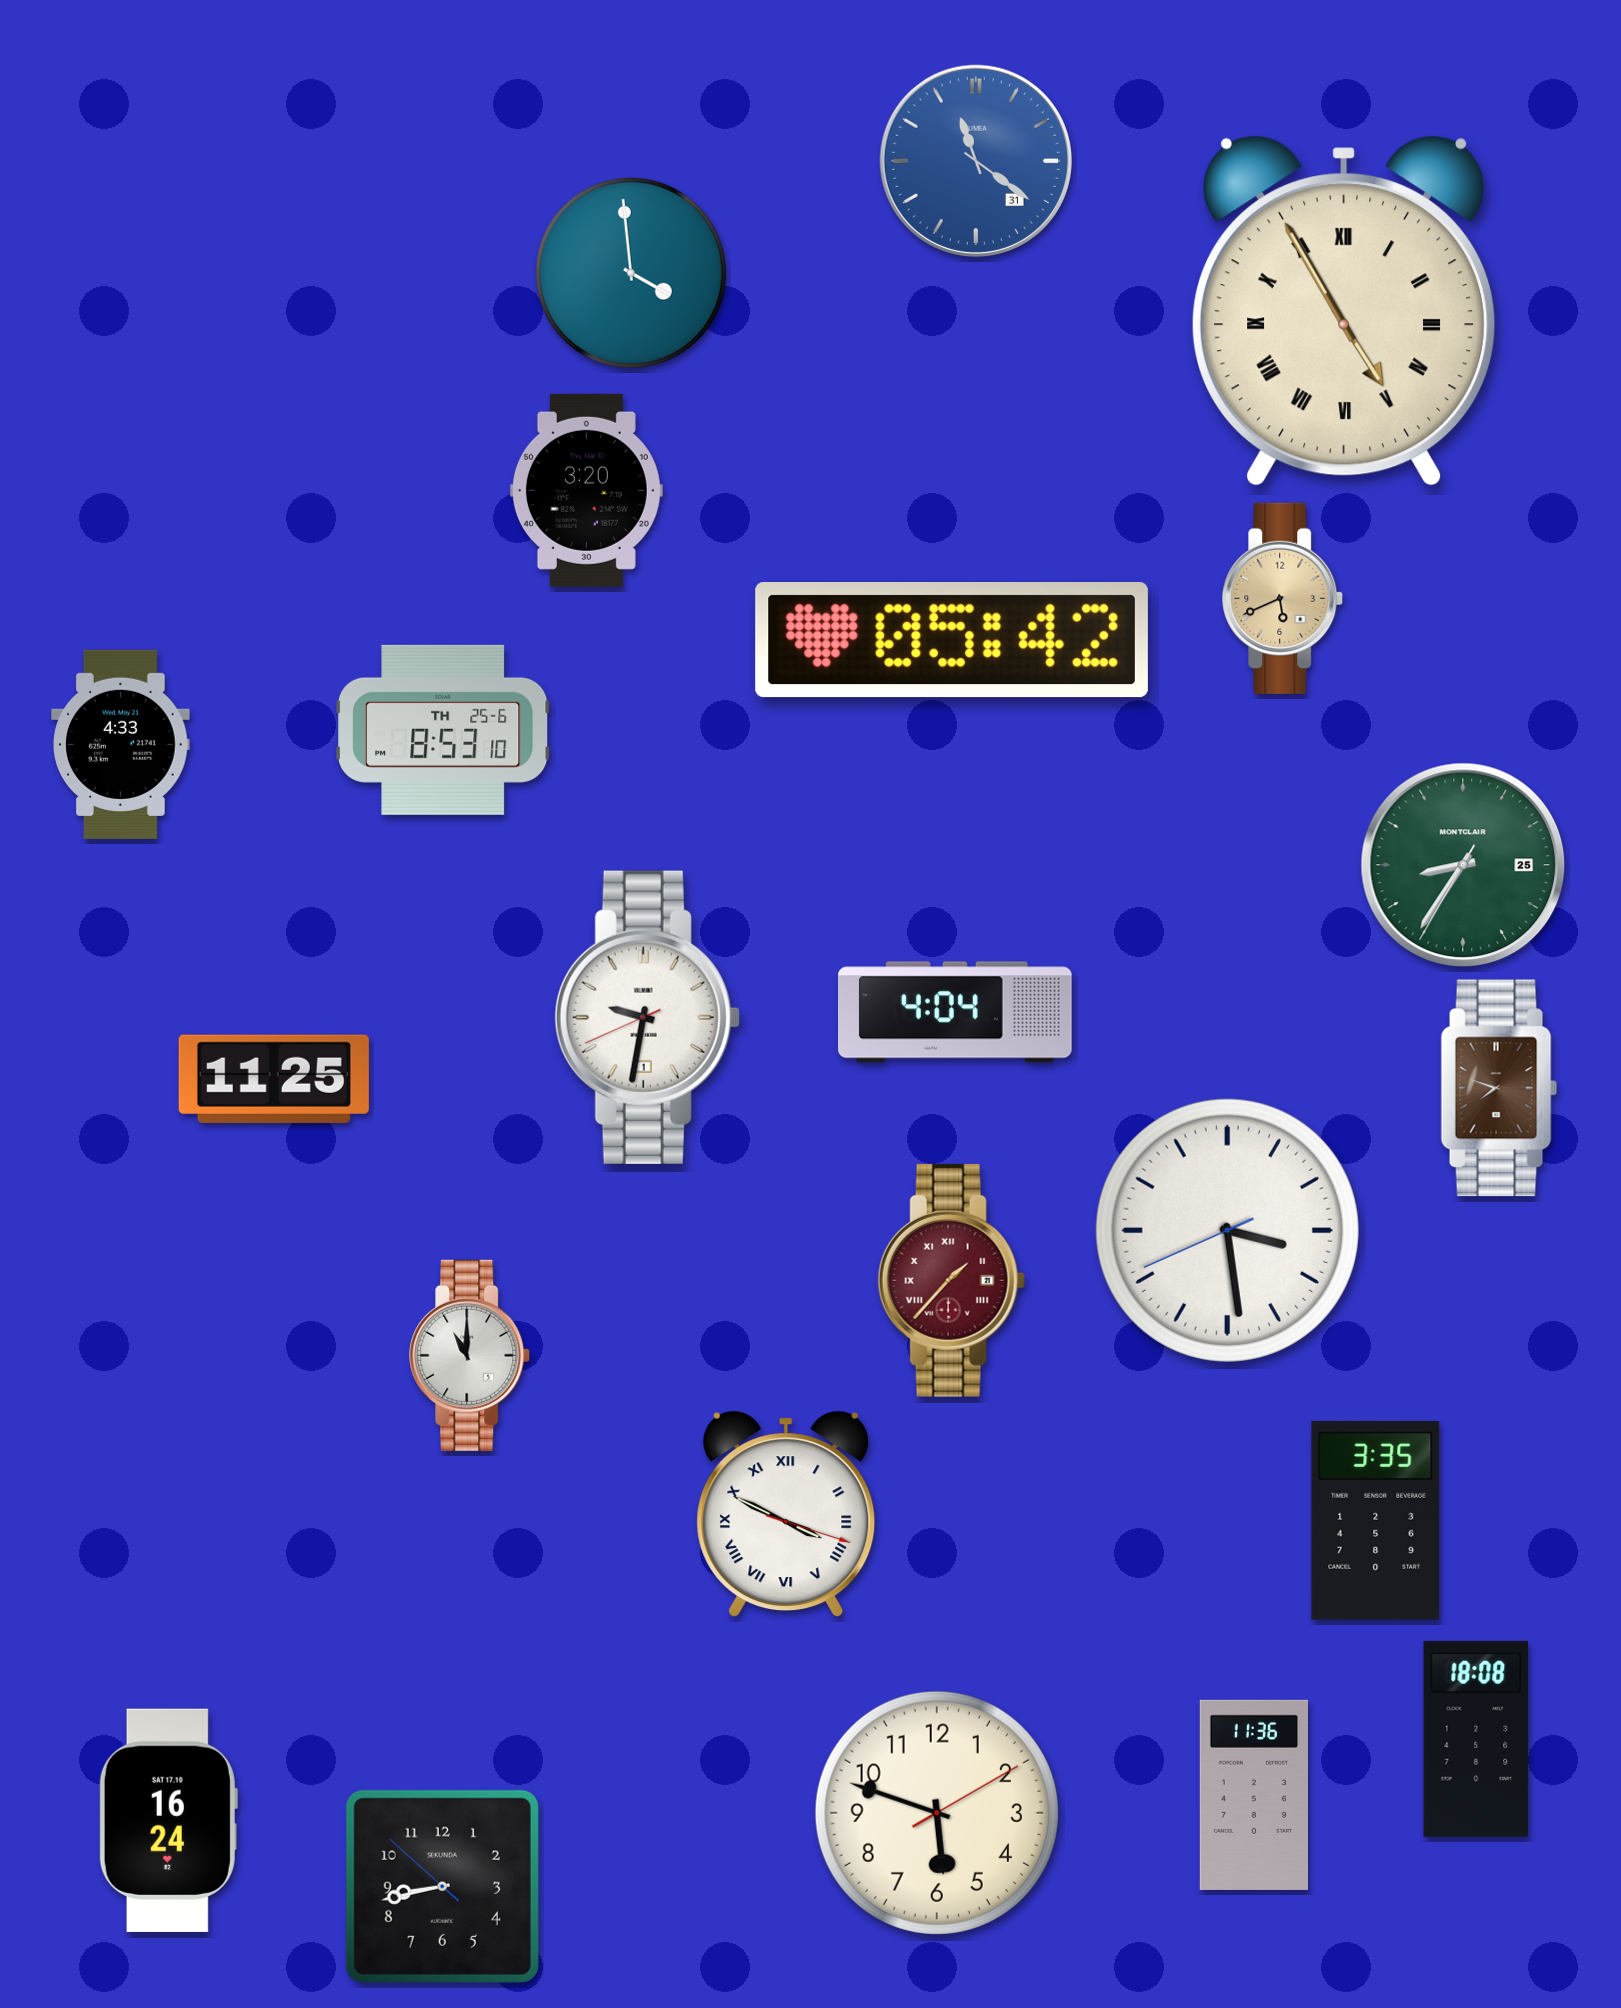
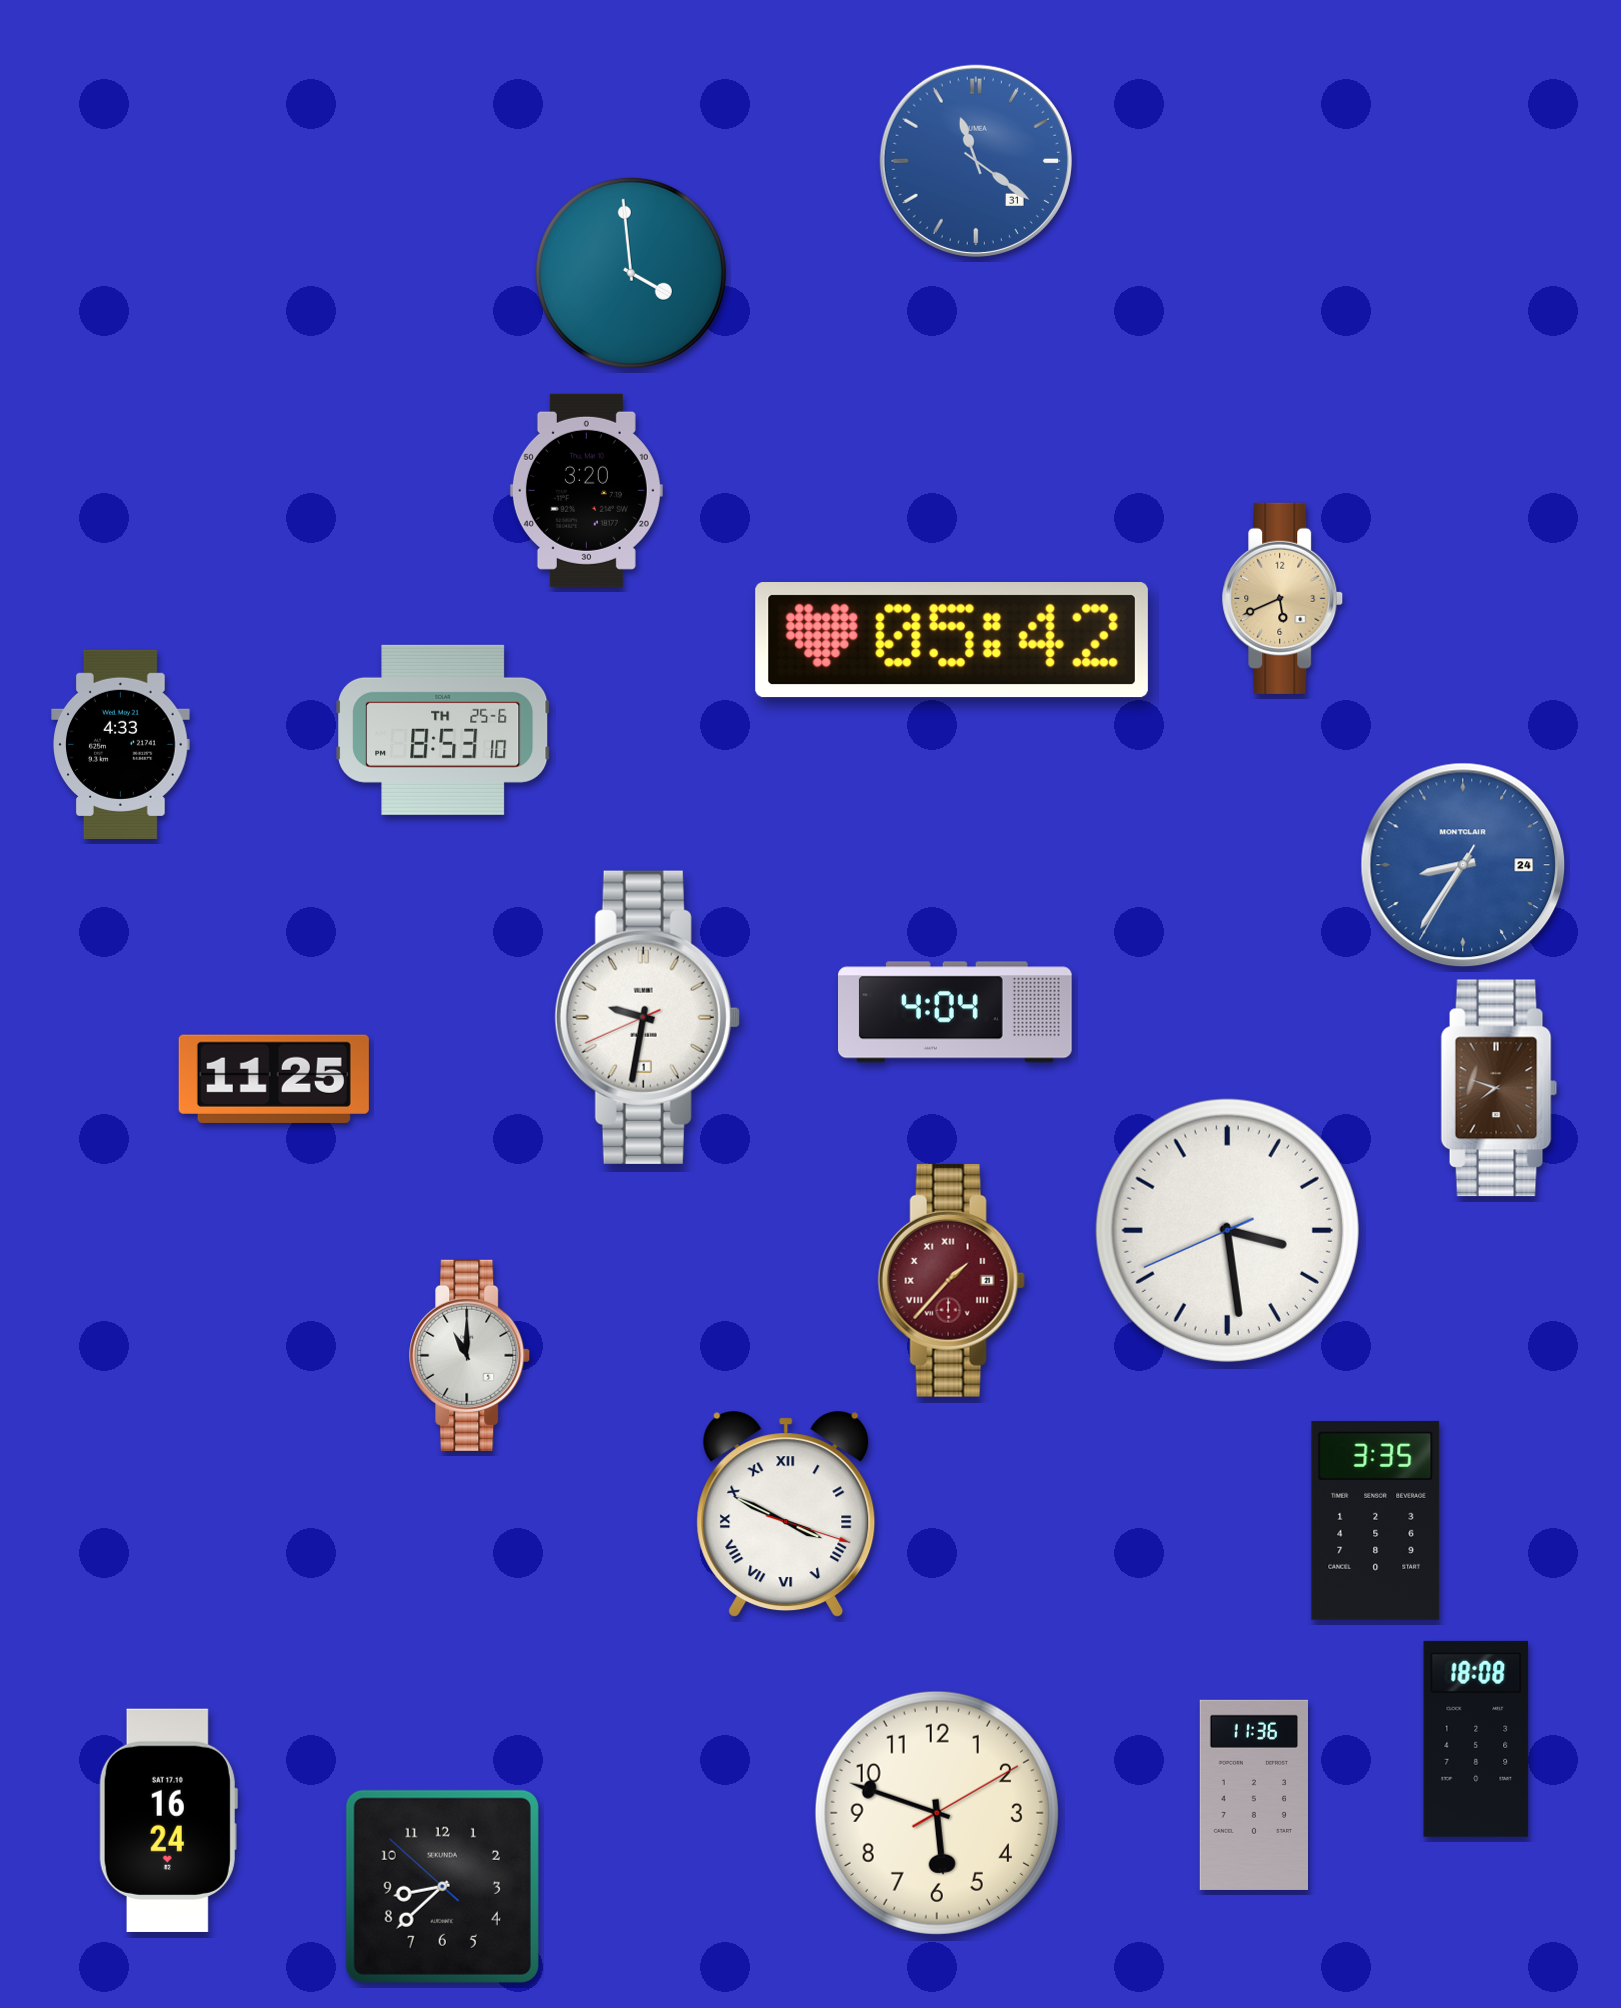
clock at (1345, 311): 4:55 -> none
clock at (1463, 865) date: 25 -> 24
clock at (1463, 865) dial: green -> blue
clock at (442, 1886): 8:42 -> 8:37
